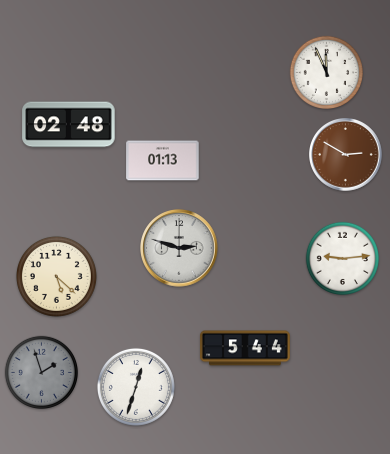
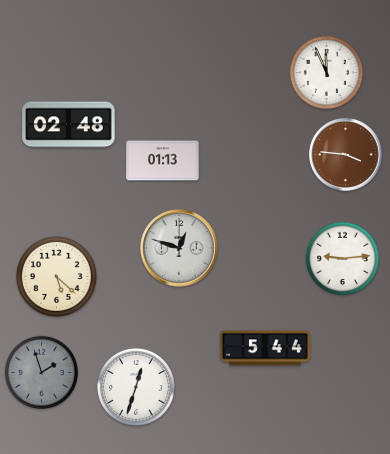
clock at (346, 155): 2:50 -> 3:46
clock at (179, 248): 2:48 -> 12:48
clock at (245, 348) position: (245, 348) -> (265, 348)
